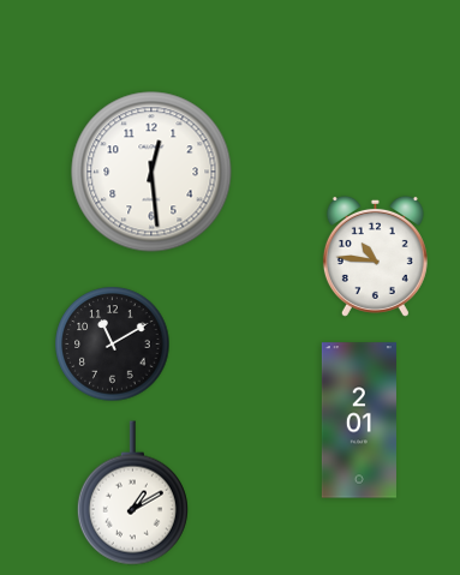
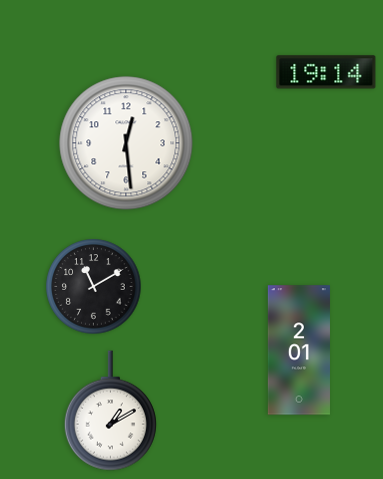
clock at (326, 72): none -> 19:14
clock at (375, 256): 10:46 -> none
